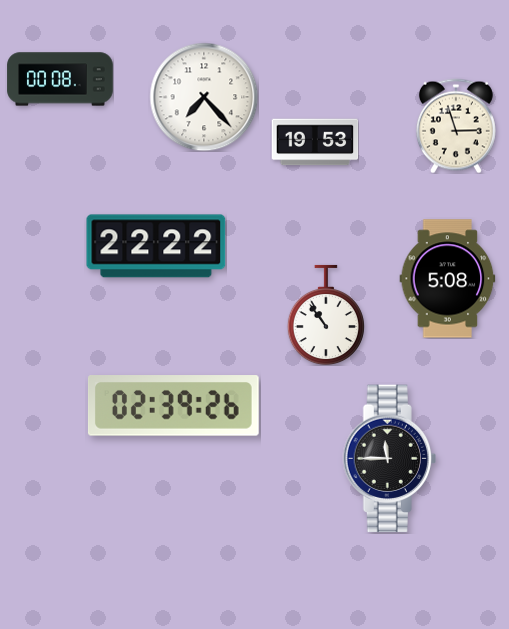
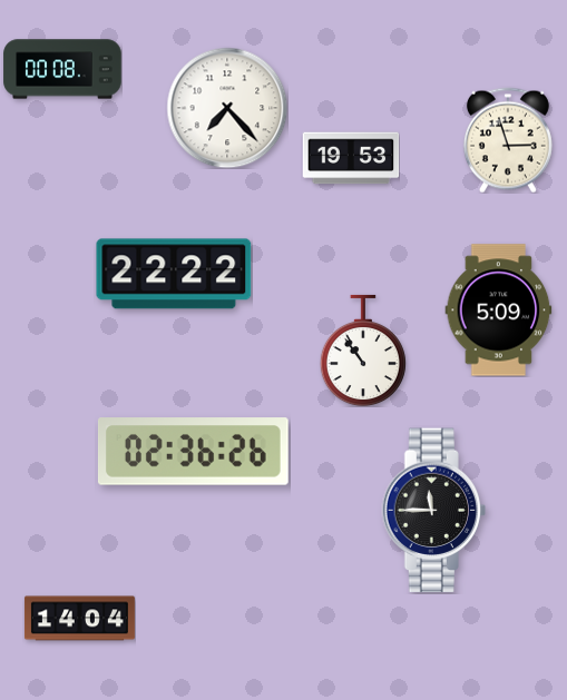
clock at (60, 79) position: (60, 79) -> (62, 69)
clock at (448, 279): 5:08 -> 5:09
clock at (173, 406): 02:39 -> 02:36
clock at (79, 619): none -> 14:04
